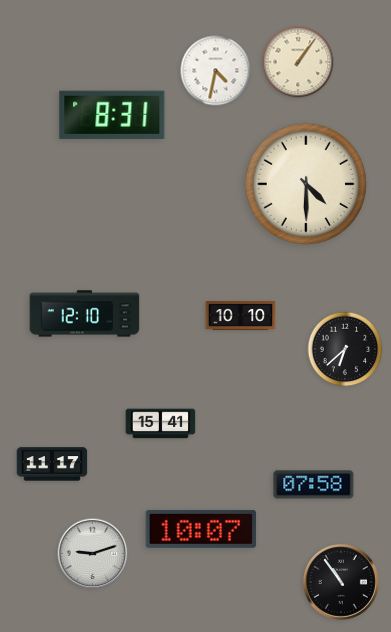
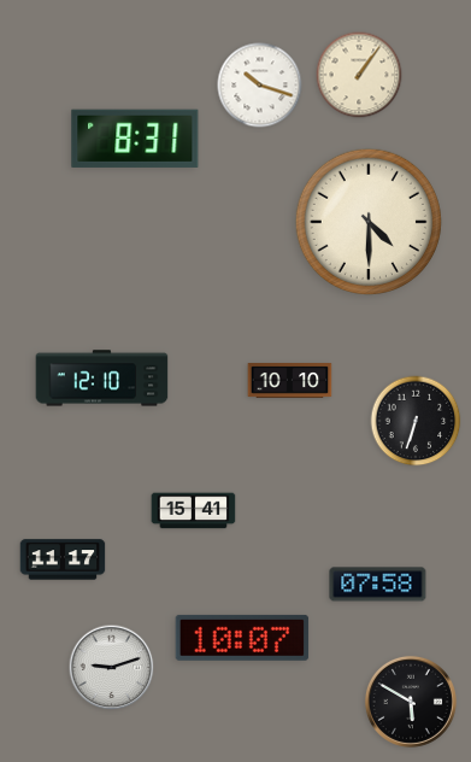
clock at (216, 71): 4:32 -> 10:18
clock at (345, 349): 6:38 -> 6:33
clock at (341, 582): 10:54 -> 5:50
